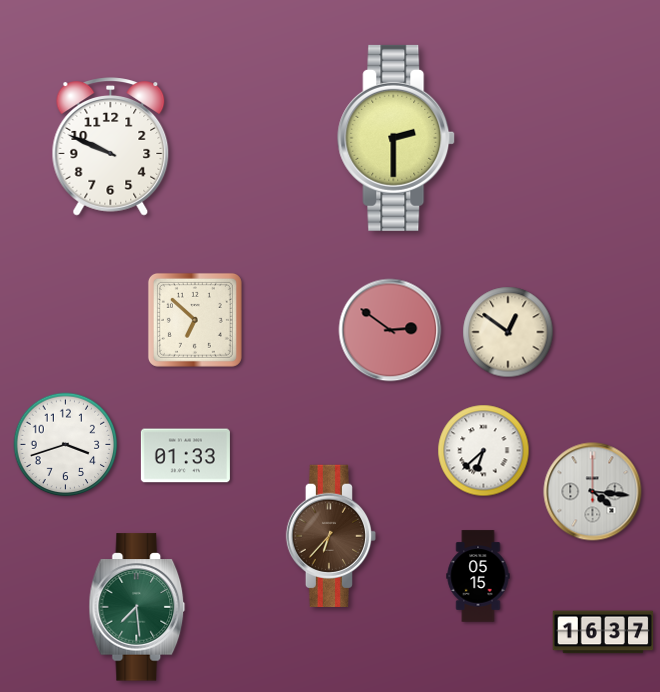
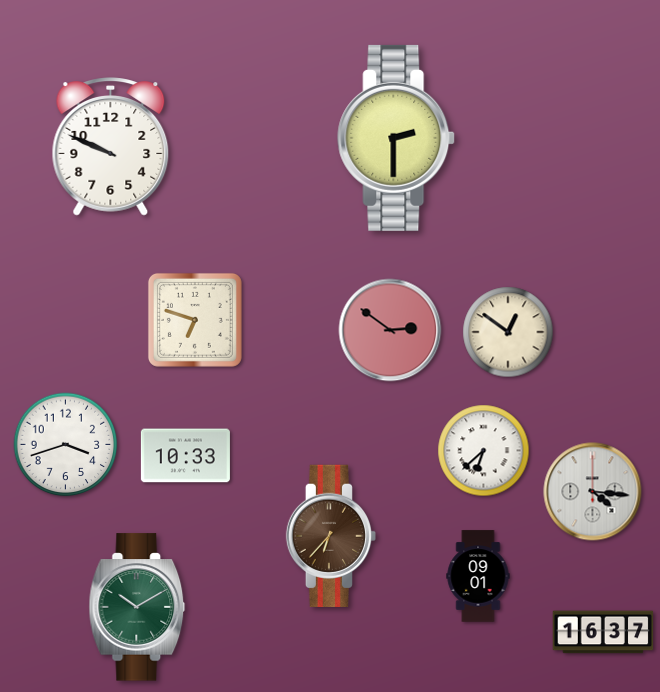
clock at (195, 320): 6:52 -> 6:48
clock at (185, 456): 01:33 -> 10:33
clock at (478, 576): 05:15 -> 09:01
clock at (137, 607): 7:29 -> 10:10
